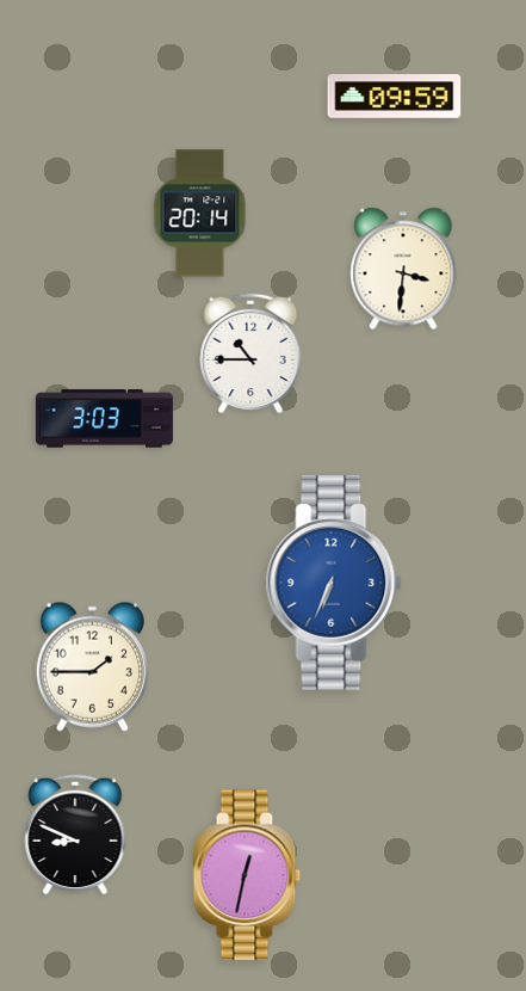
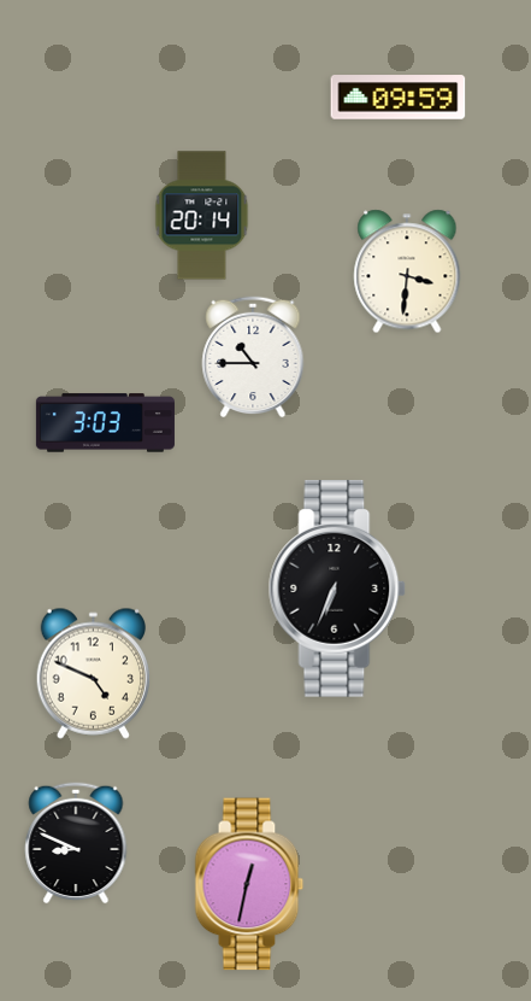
clock at (334, 583) dial: blue -> black
clock at (92, 666): 1:45 -> 4:49
